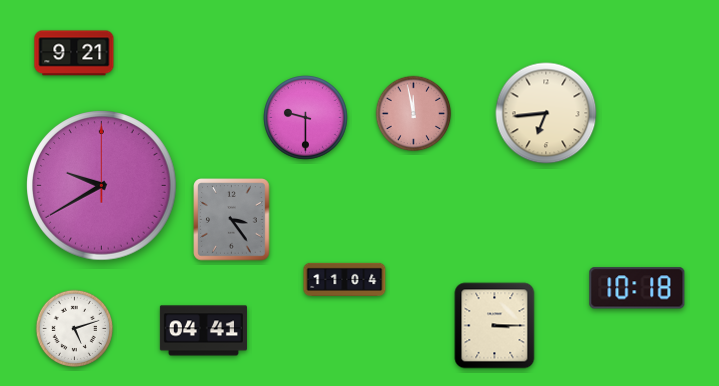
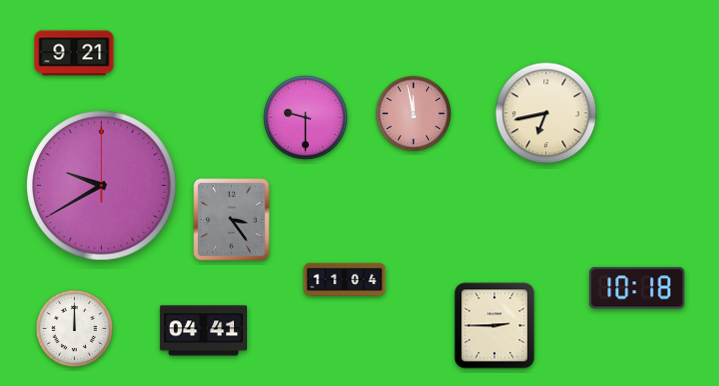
clock at (546, 113): 6:44 -> 6:43
clock at (495, 326): 3:15 -> 2:45
clock at (75, 329): 5:12 -> 12:00
